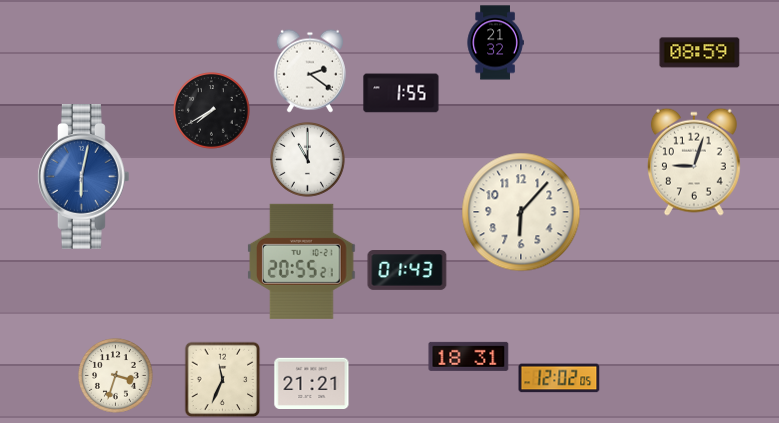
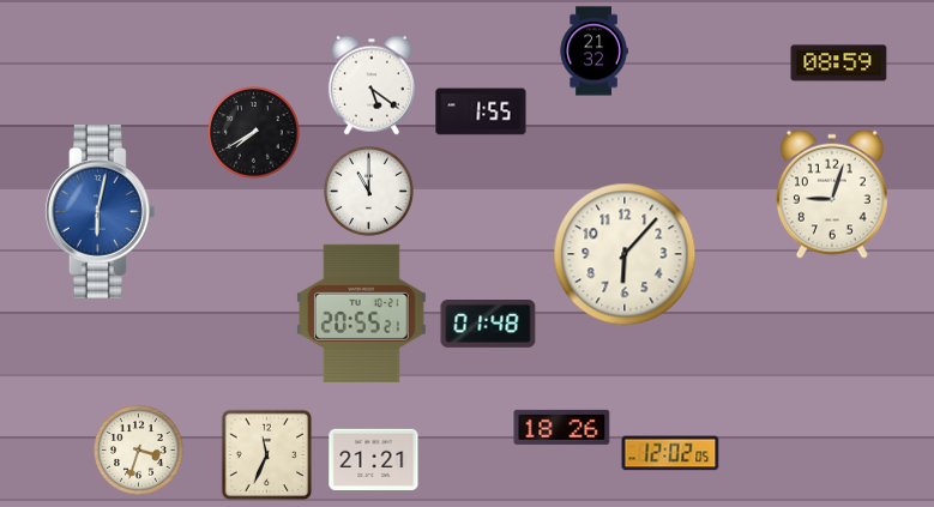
clock at (310, 71): 2:21 -> 5:21
clock at (407, 271): 01:43 -> 01:48
clock at (469, 356): 18:31 -> 18:26
